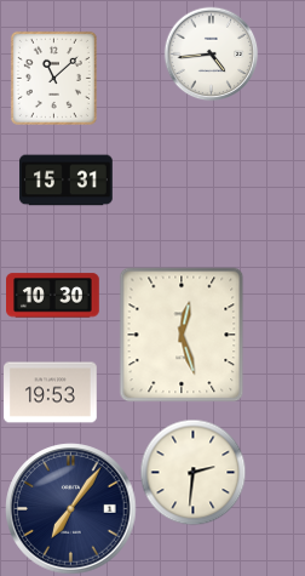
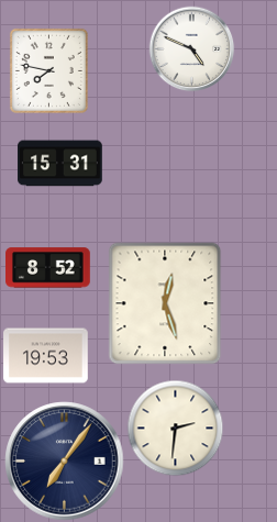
clock at (211, 53): 4:44 -> 4:49
clock at (53, 78): 11:08 -> 7:47
clock at (53, 296): 10:30 -> 8:52
